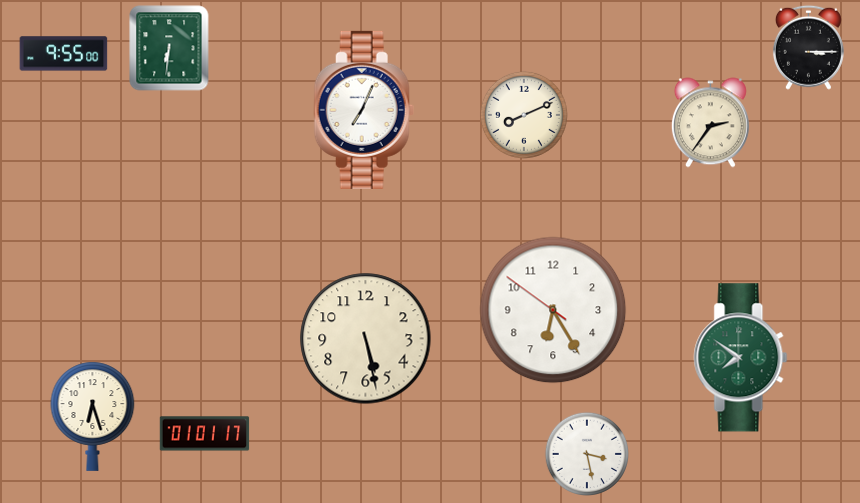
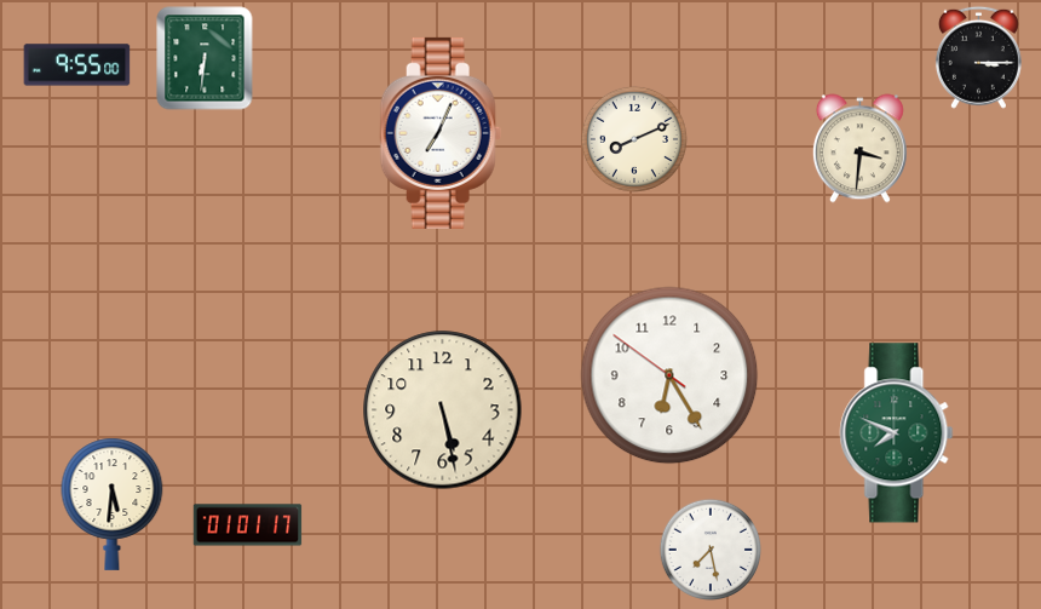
clock at (710, 123): 2:36 -> 3:31
clock at (741, 358): 7:51 -> 7:49
clock at (93, 416): 6:27 -> 5:31
clock at (586, 453): 3:28 -> 7:28
